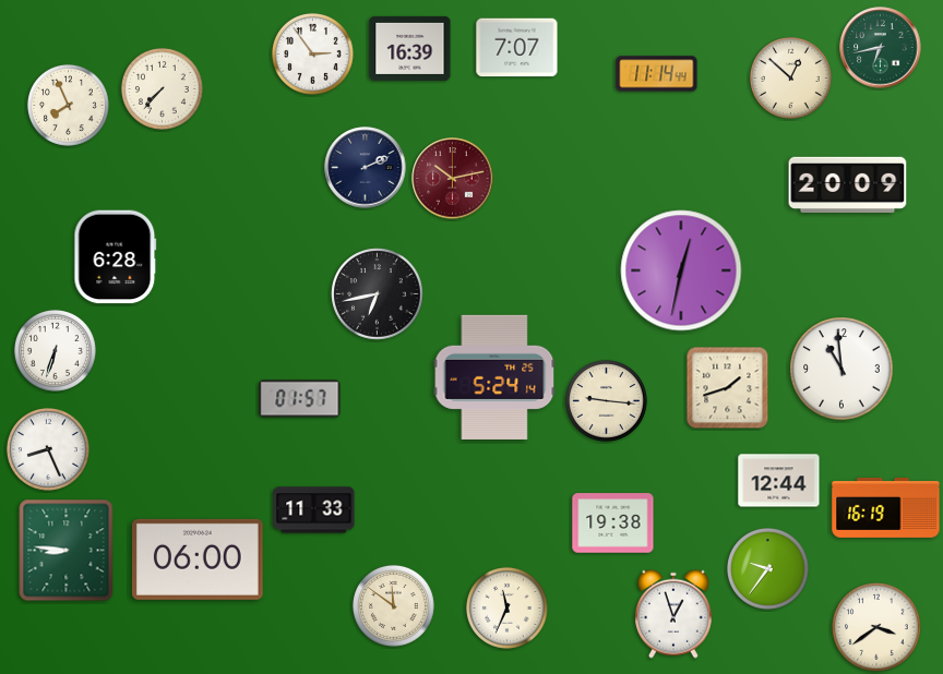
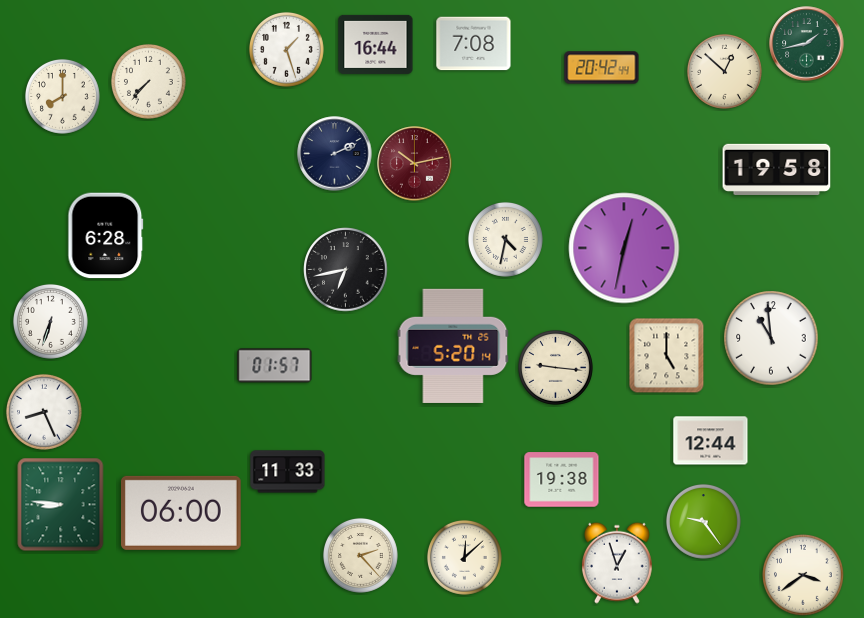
clock at (410, 48): 16:39 -> 16:44
clock at (517, 48): 7:07 -> 7:08
clock at (881, 48): 6:43 -> 1:43
clock at (312, 53): 2:54 -> 1:27
clock at (657, 74): 11:14 -> 20:42
clock at (68, 105): 7:56 -> 8:00
clock at (848, 184): 20:09 -> 19:58
clock at (505, 239): none -> 4:32
clock at (494, 377): 5:24 -> 5:20
clock at (728, 388): 1:42 -> 5:00
clock at (779, 481) position: (779, 481) -> (711, 441)
clock at (886, 508): 16:19 -> none
clock at (314, 510) position: (314, 510) -> (288, 472)
clock at (767, 568): 9:36 -> 9:24
clock at (393, 605): 11:51 -> 2:23
clock at (506, 607): 11:34 -> 12:08
